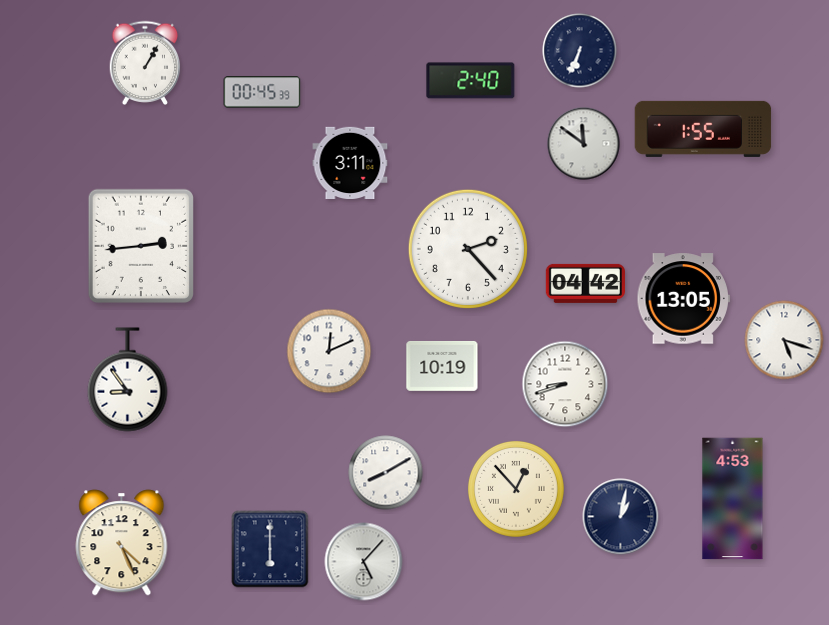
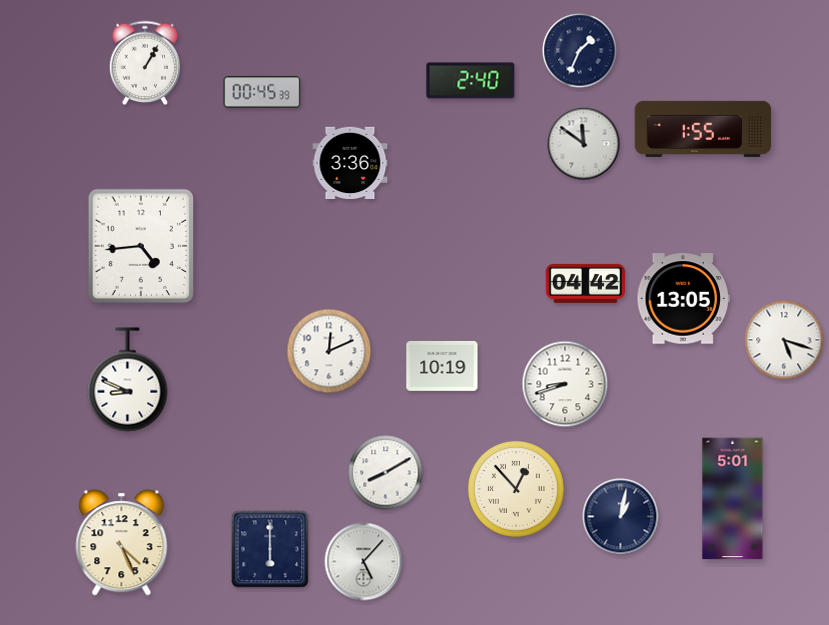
clock at (580, 51): 6:34 -> 1:34
clock at (350, 162): 3:11 -> 3:36
clock at (140, 245): 2:44 -> 4:44
clock at (468, 249): 2:23 -> none
clock at (128, 380): 8:54 -> 8:49
clock at (733, 499): 4:53 -> 5:01
